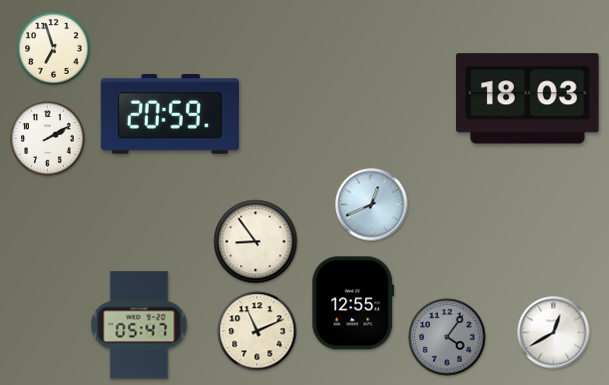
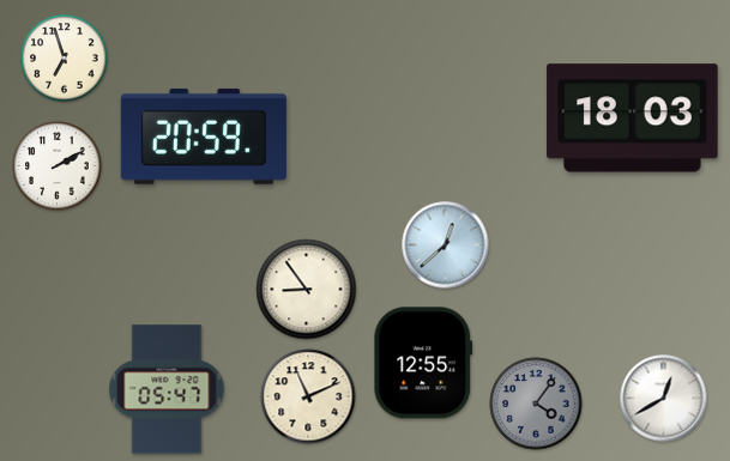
clock at (372, 205): 12:41 -> 12:38
